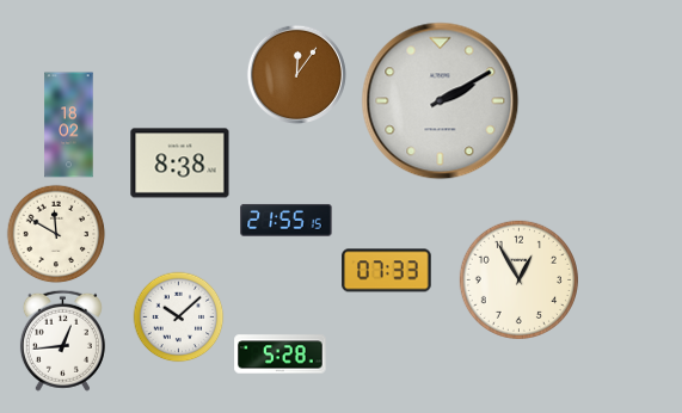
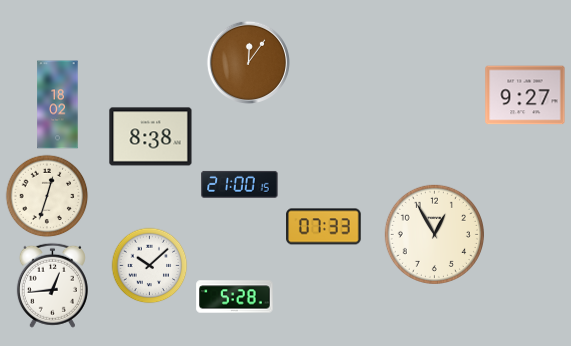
clock at (441, 101): 2:10 -> none
clock at (525, 95): none -> 9:27
clock at (287, 220): 21:55 -> 21:00
clock at (56, 234): 11:50 -> 12:33
